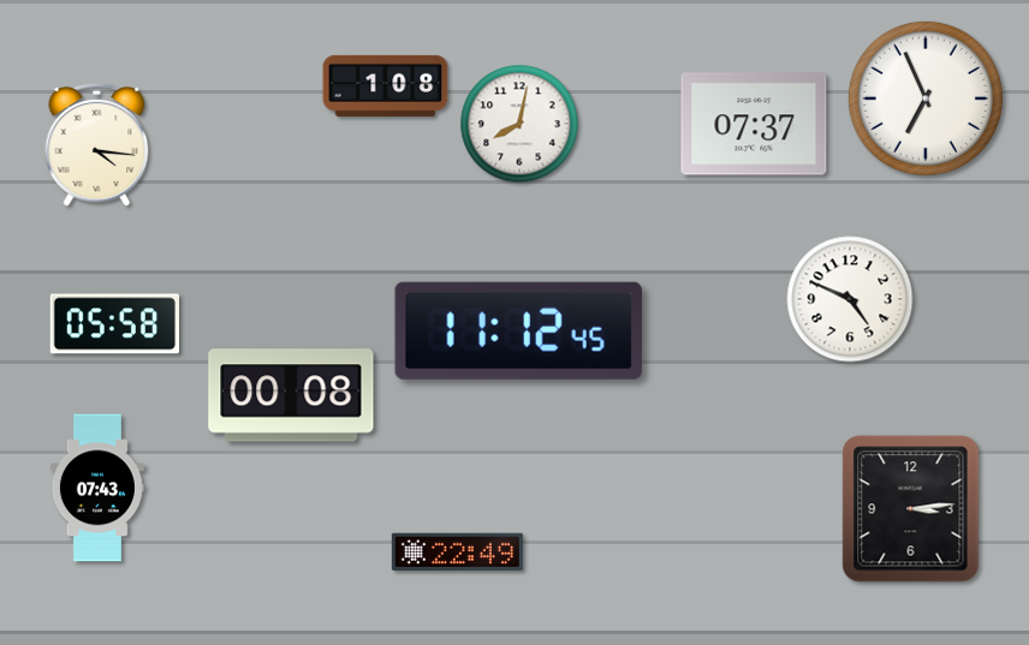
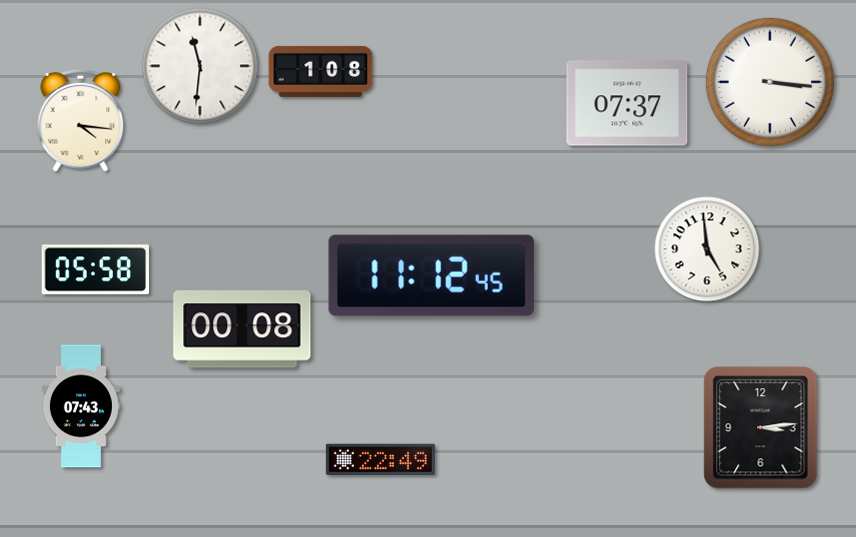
clock at (200, 66): none -> 11:31
clock at (926, 98): 6:56 -> 3:16
clock at (519, 124): 8:02 -> none
clock at (850, 299): 4:49 -> 4:59
clock at (911, 509) position: (911, 509) -> (761, 428)
